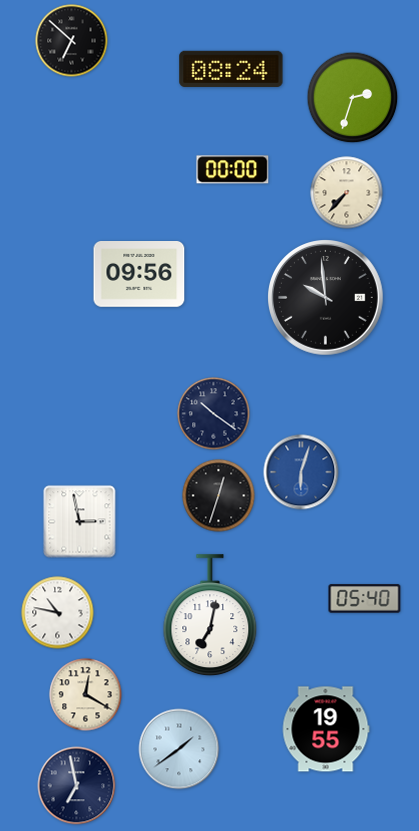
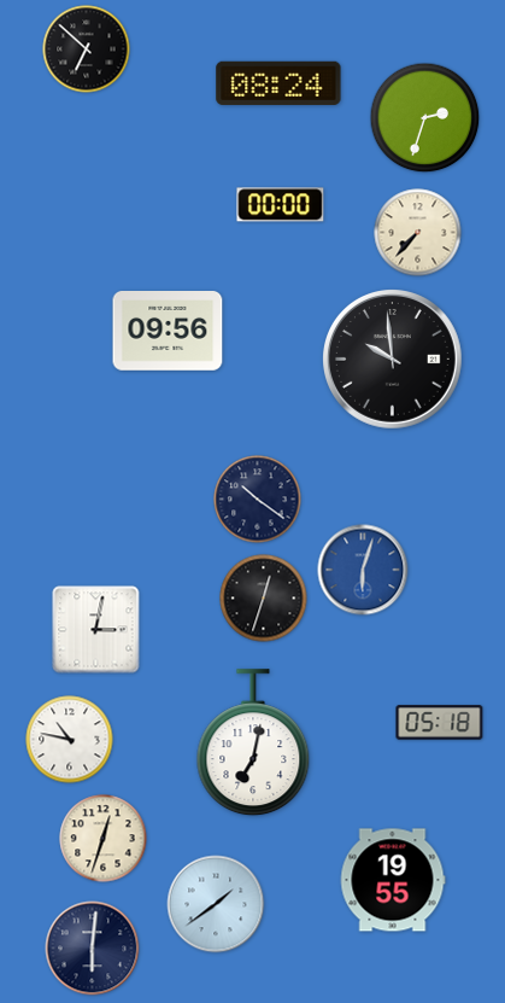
clock at (80, 522): 2:58 -> 3:02
clock at (365, 599): 05:40 -> 05:18
clock at (86, 695): 12:20 -> 12:33
clock at (77, 786): 6:58 -> 6:01
